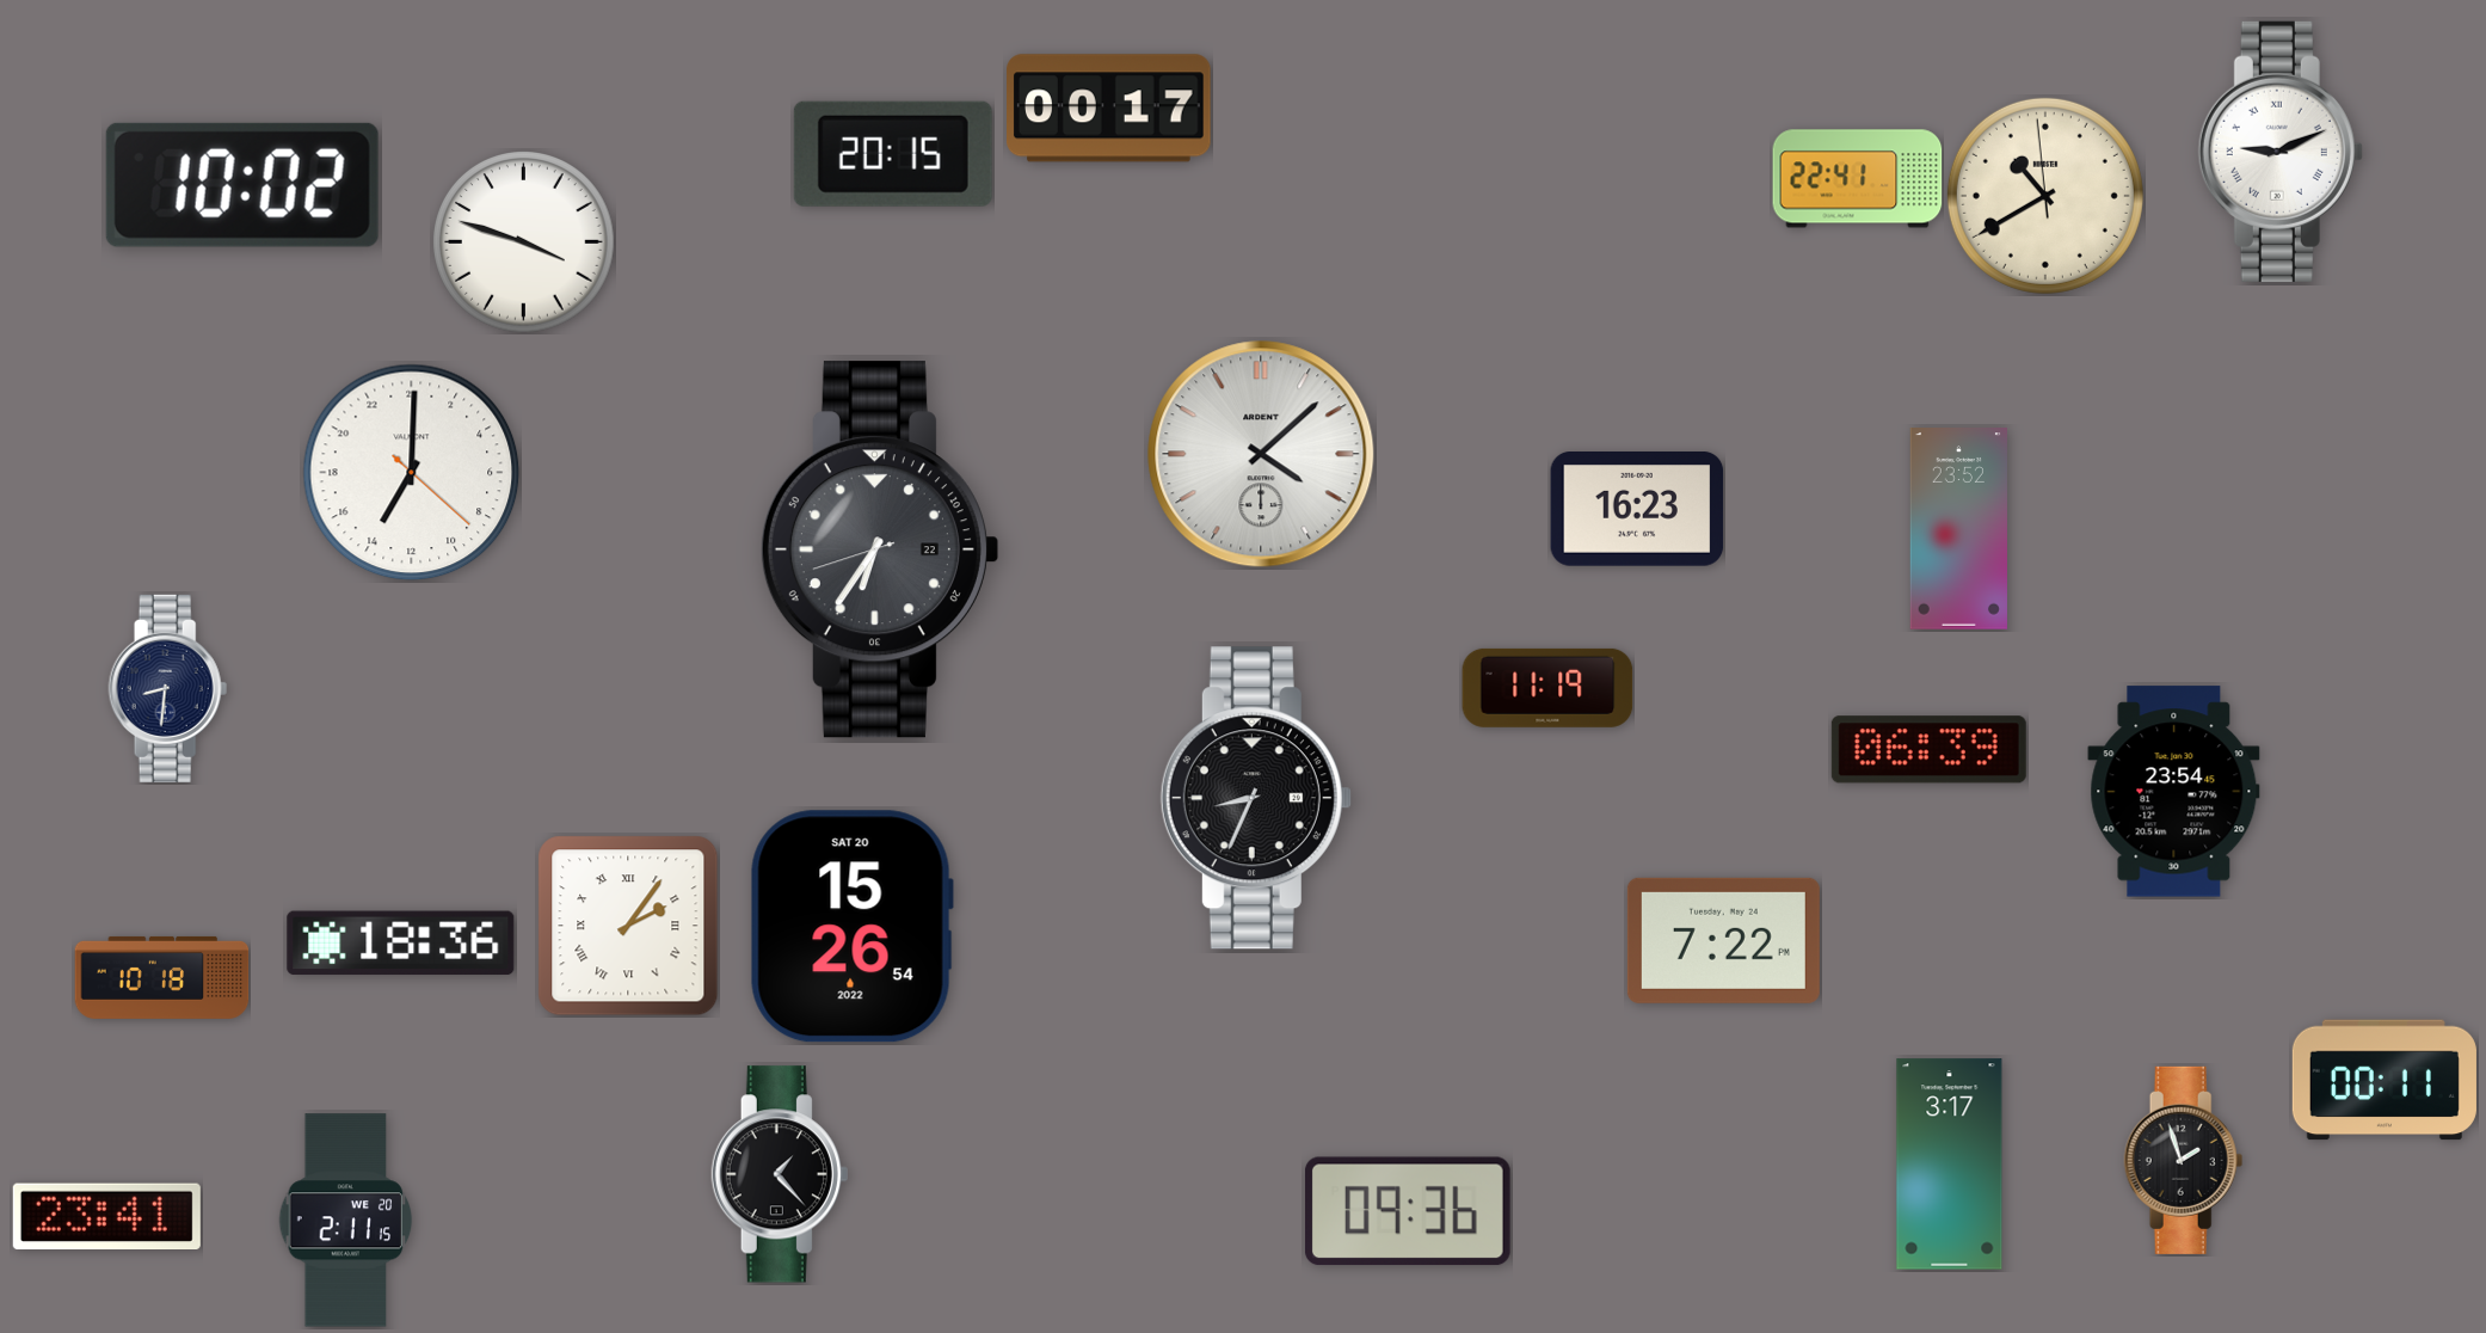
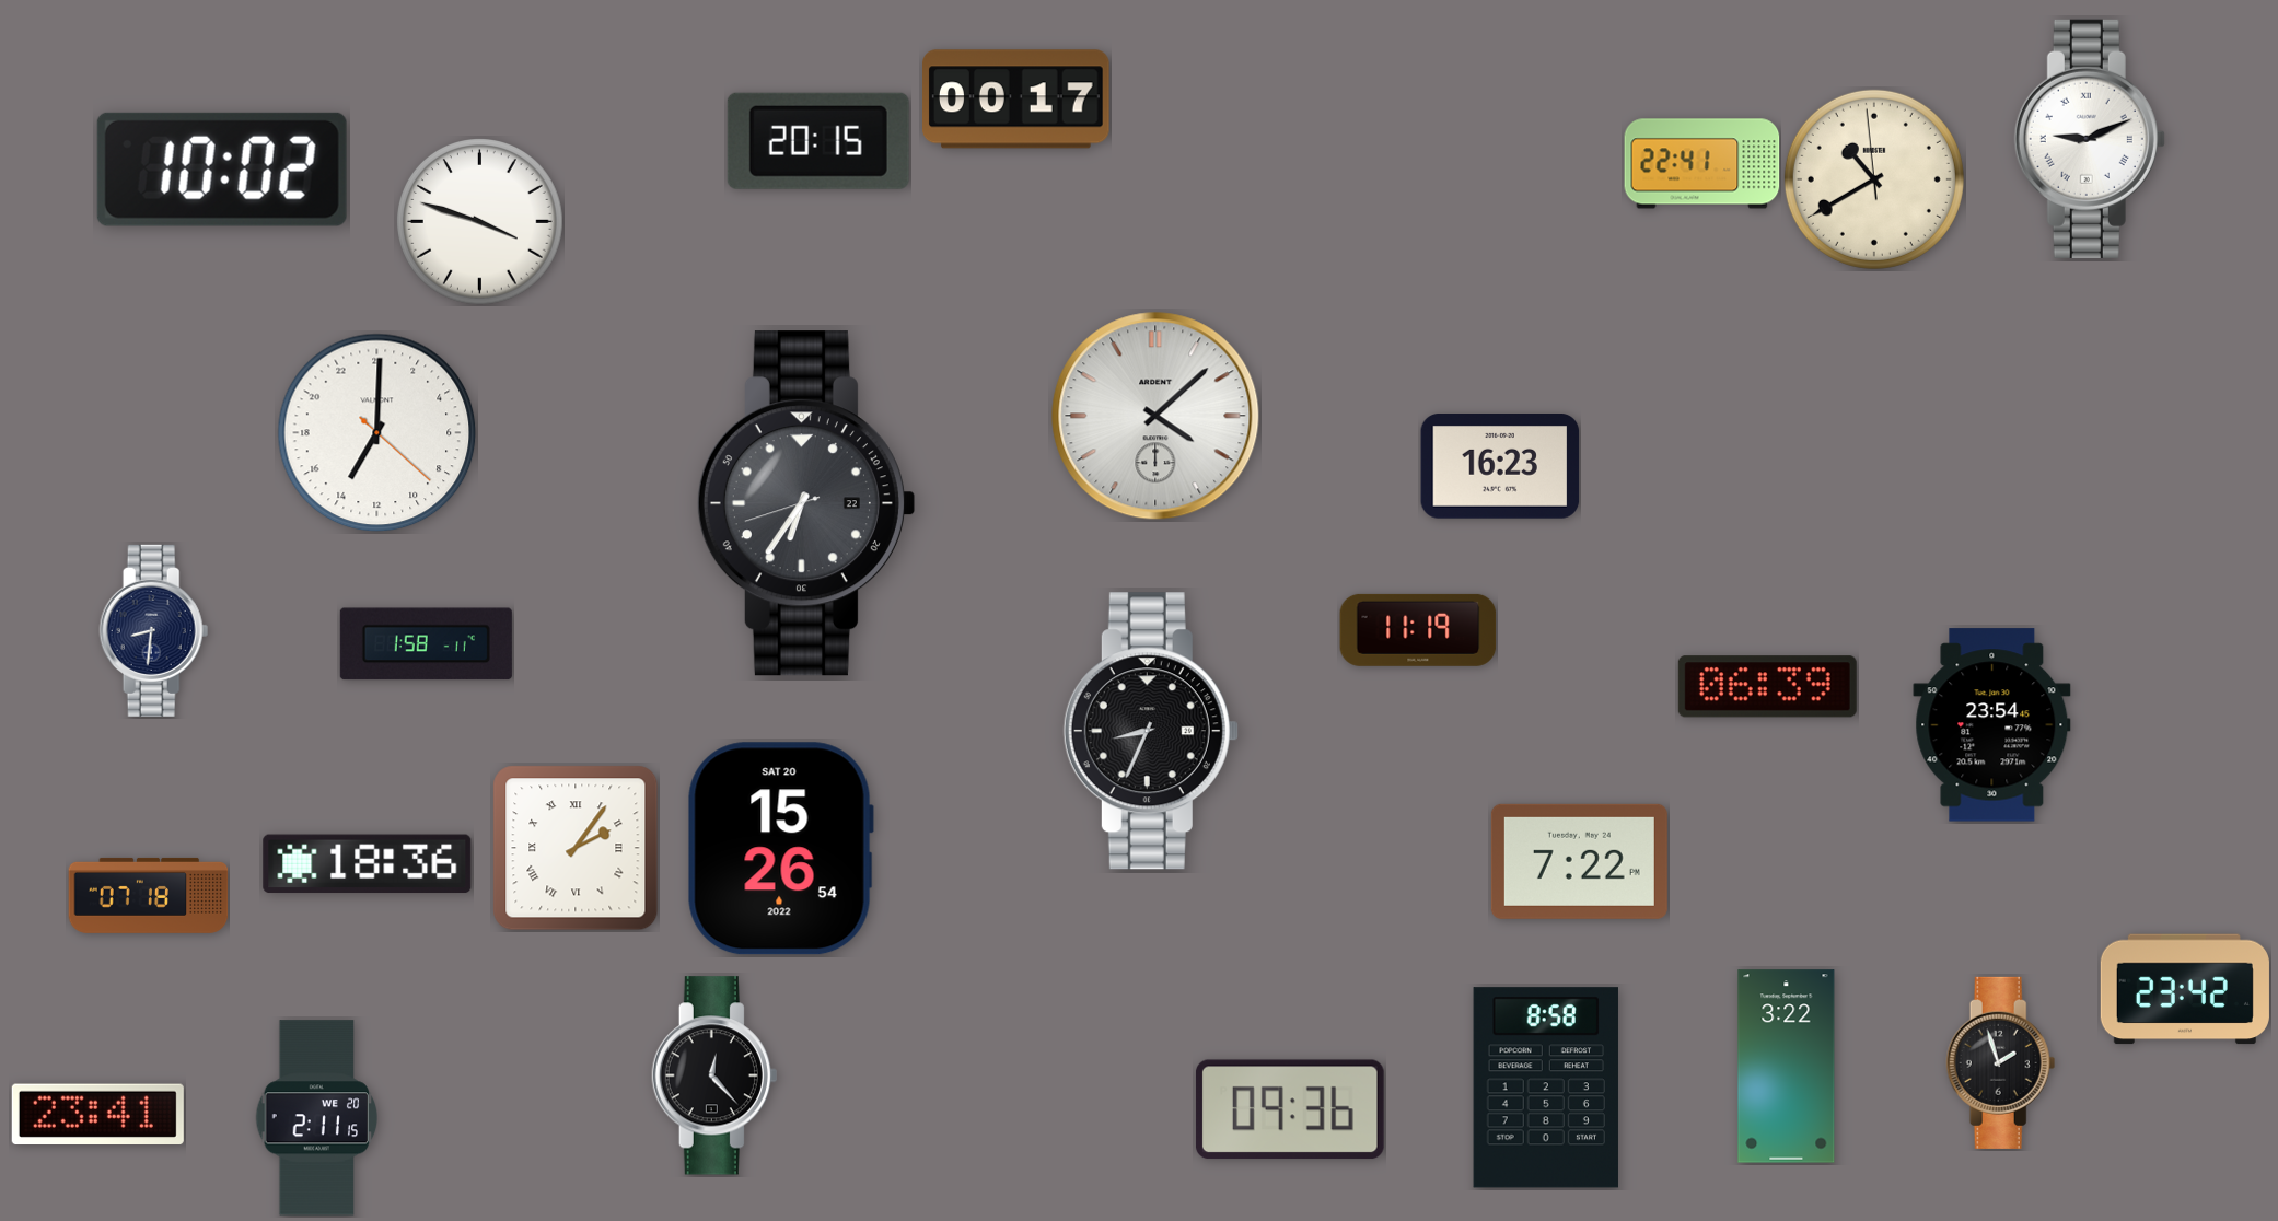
clock at (1958, 529): 23:52 -> none
clock at (426, 644): none -> 1:58
clock at (162, 977): 10:18 -> 07:18
clock at (2385, 1080): 00:11 -> 23:42
clock at (1950, 1165): 3:17 -> 3:22
clock at (780, 1174): 1:23 -> 12:23
clock at (1546, 1088): none -> 8:58
